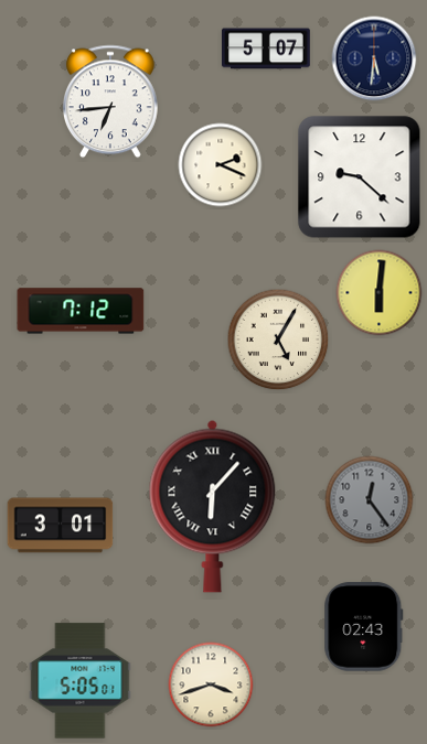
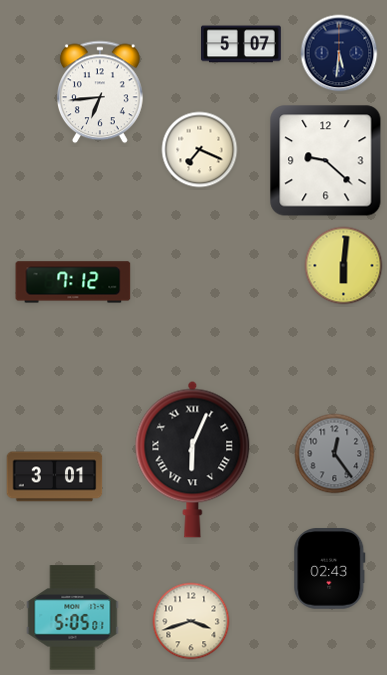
clock at (221, 165): 2:19 -> 7:19
clock at (278, 339): 5:05 -> none
clock at (213, 506): 6:07 -> 6:04
